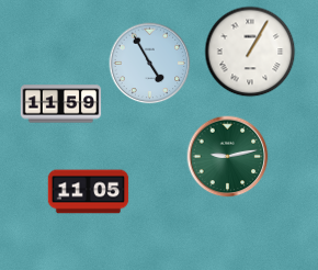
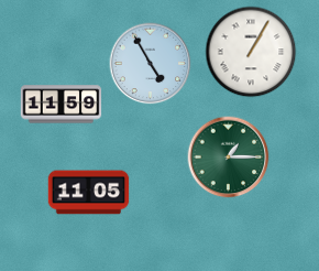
clock at (228, 157): 9:13 -> 1:15
